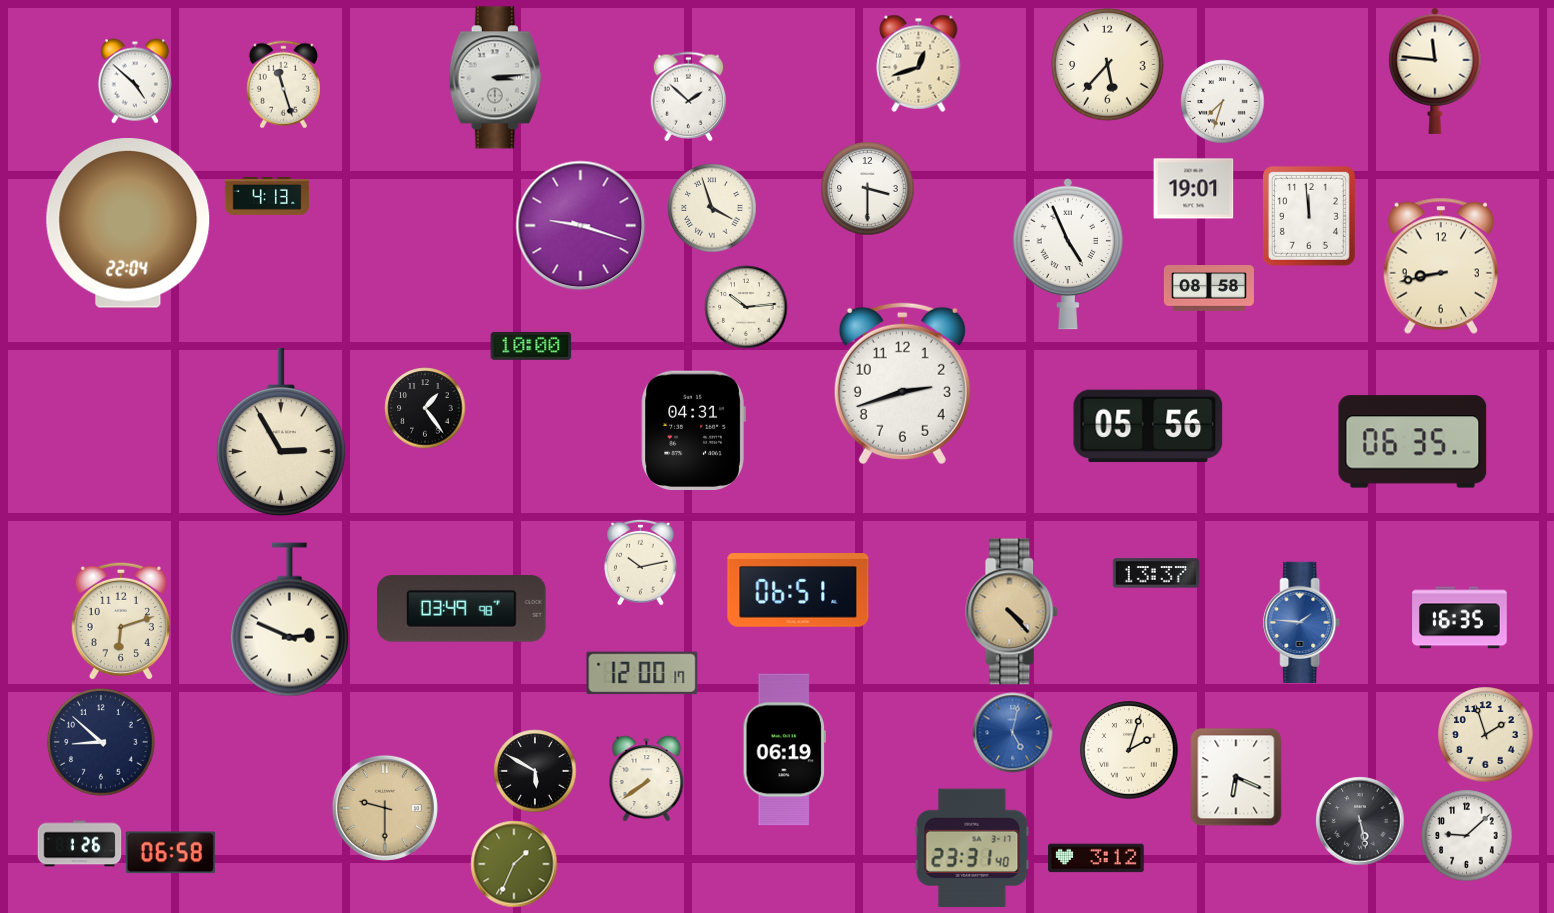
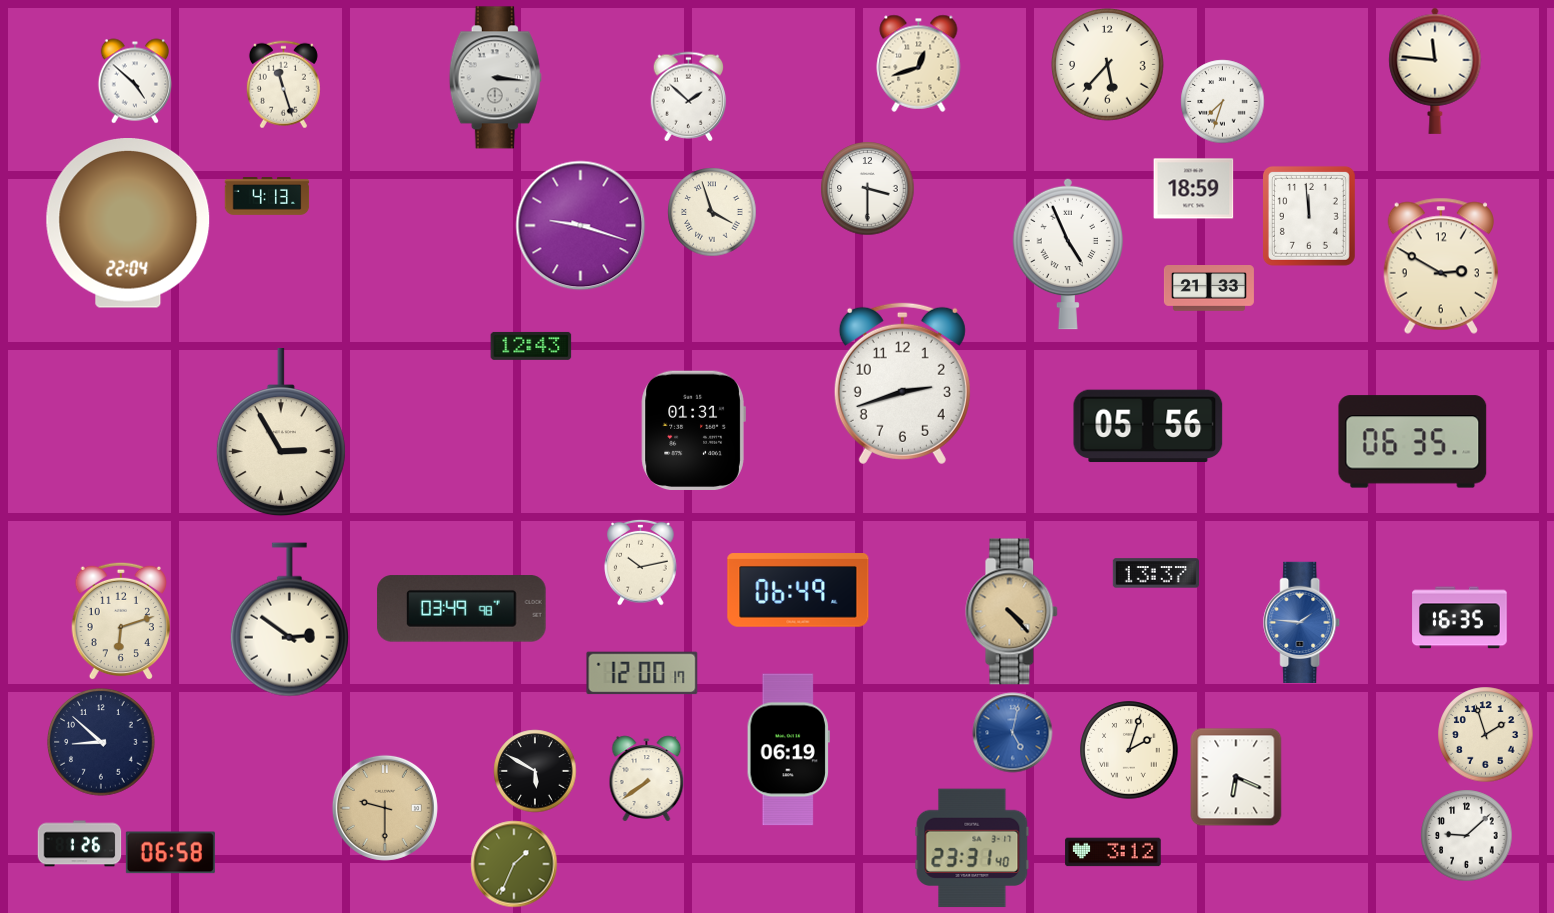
clock at (495, 78): 3:14 -> 3:16
clock at (1194, 189): 19:01 -> 18:59
clock at (712, 208) position: (712, 208) -> (712, 212)
clock at (1440, 266): 8:43 -> 2:50
clock at (1209, 288): 08:58 -> 21:33
clock at (746, 307): 10:14 -> none
clock at (531, 346): 10:00 -> 12:43
clock at (425, 408): 1:24 -> none
clock at (693, 430): 04:31 -> 01:31
clock at (798, 590): 06:51 -> 06:49
clock at (289, 620): 2:49 -> 2:51
clock at (784, 750) position: (784, 750) -> (788, 750)
clock at (1360, 821): 5:28 -> none
clock at (1096, 858) position: (1096, 858) -> (1113, 852)
